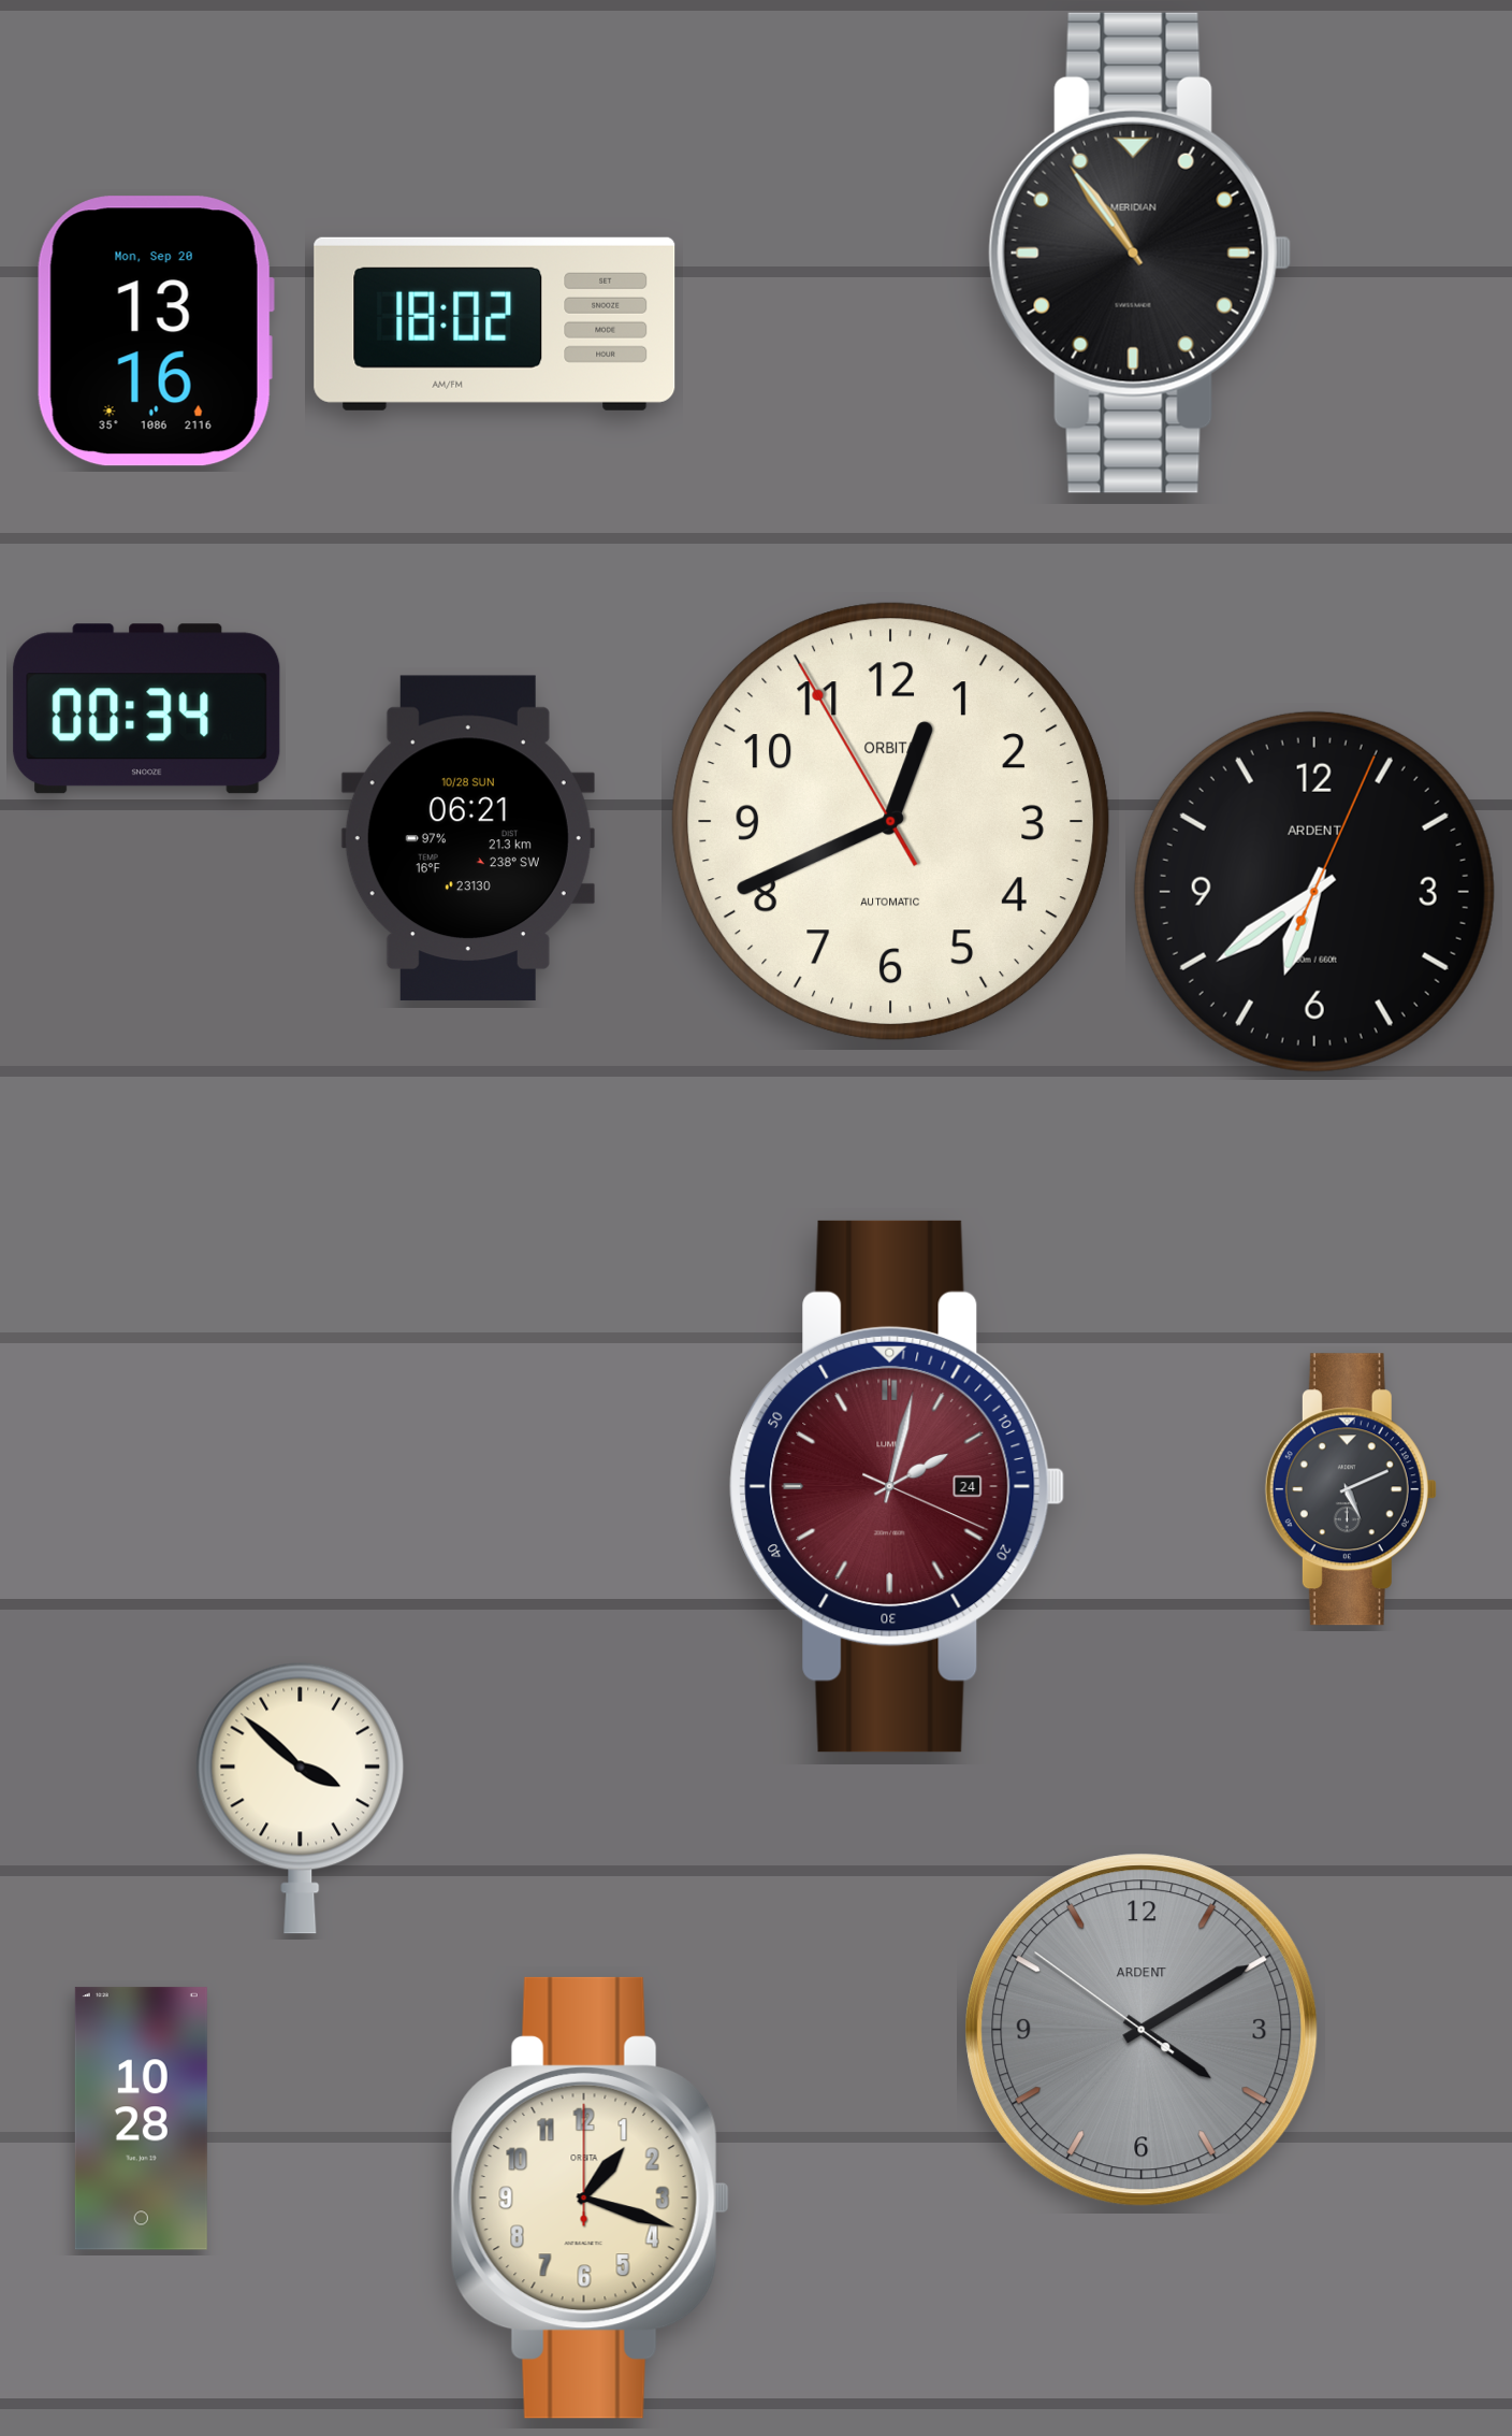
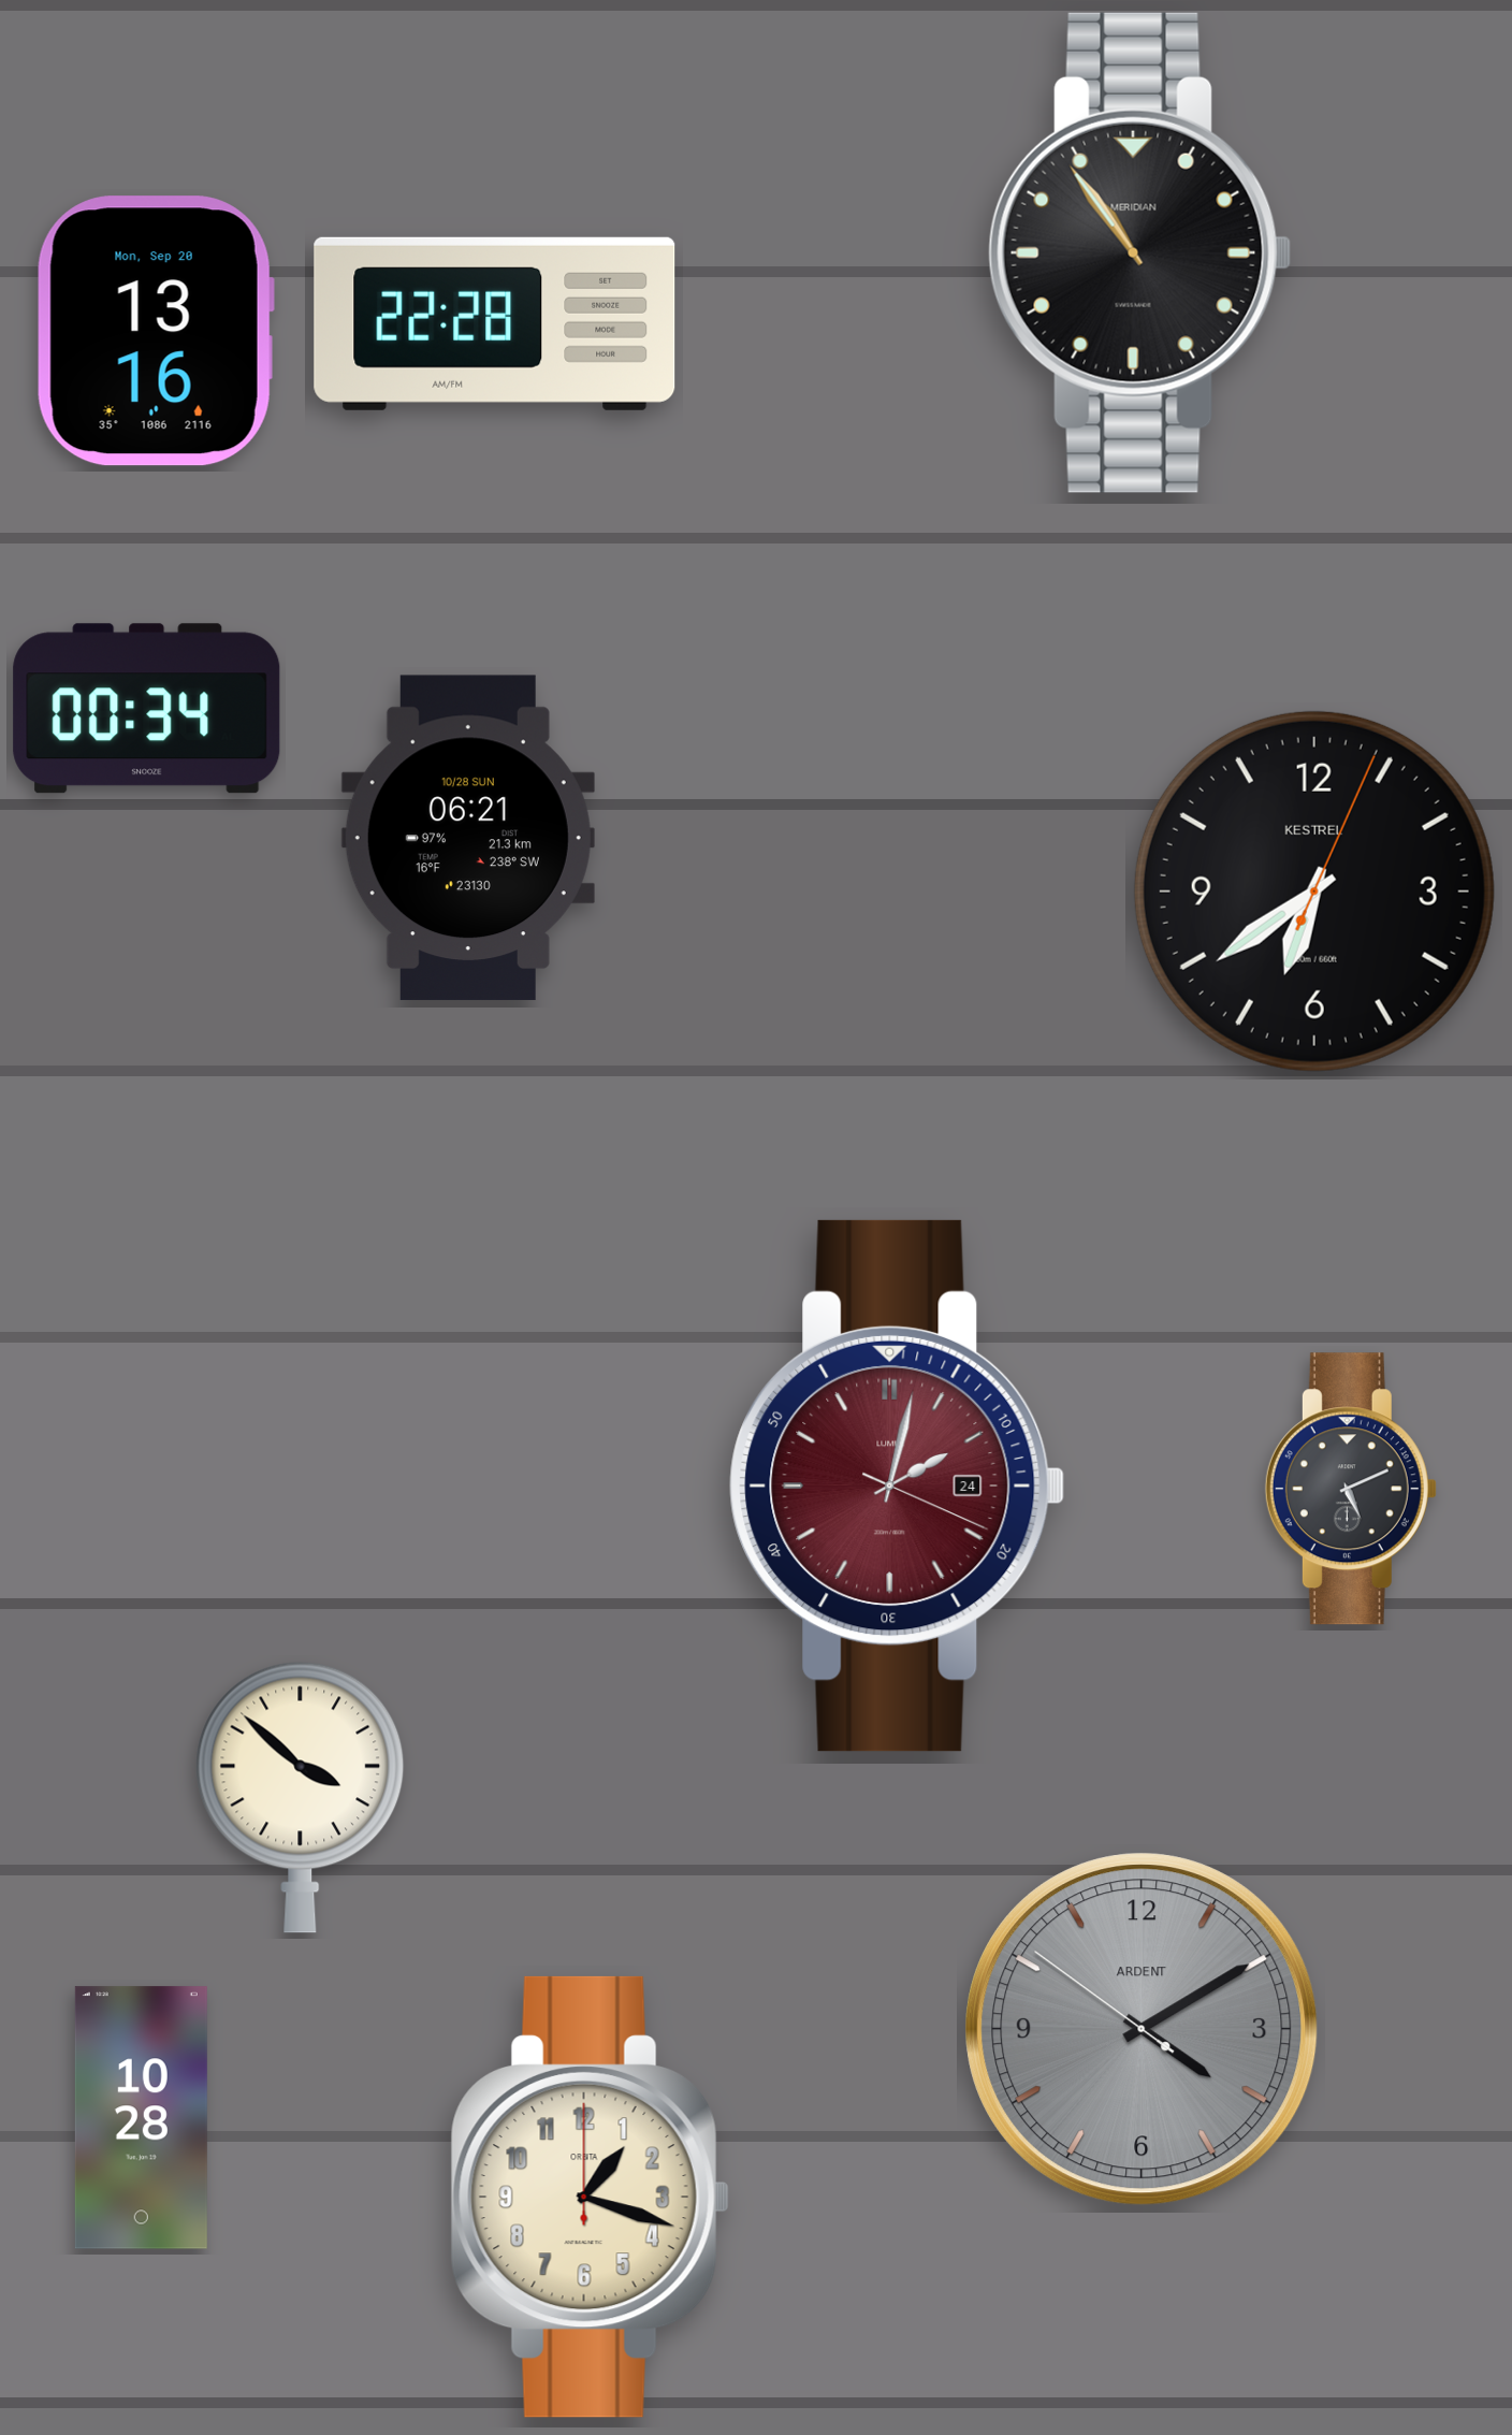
clock at (495, 323): 18:02 -> 22:28
clock at (891, 822): 12:40 -> none
clock at (1314, 892) brand: ARDENT -> KESTREL
